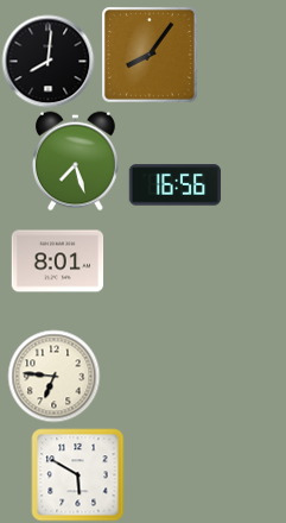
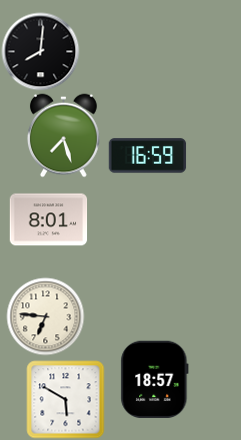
clock at (150, 55): 8:06 -> none
clock at (174, 185): 16:56 -> 16:59
clock at (155, 379): none -> 18:57
